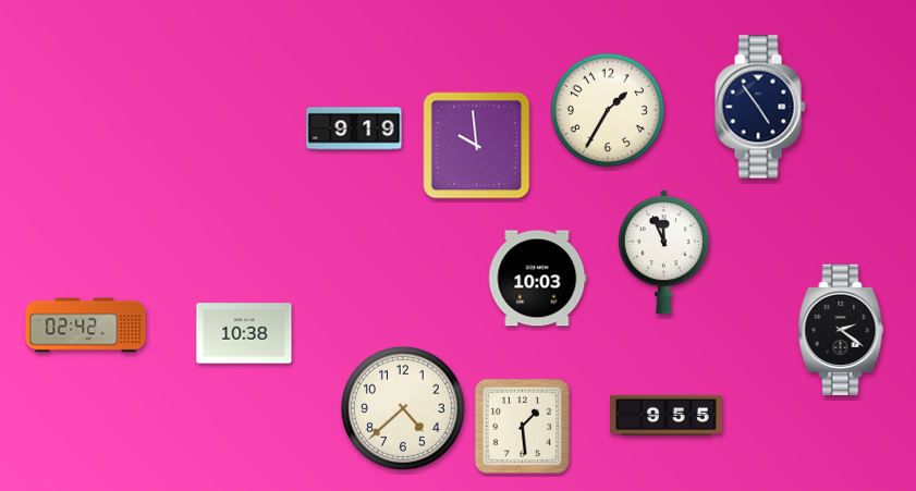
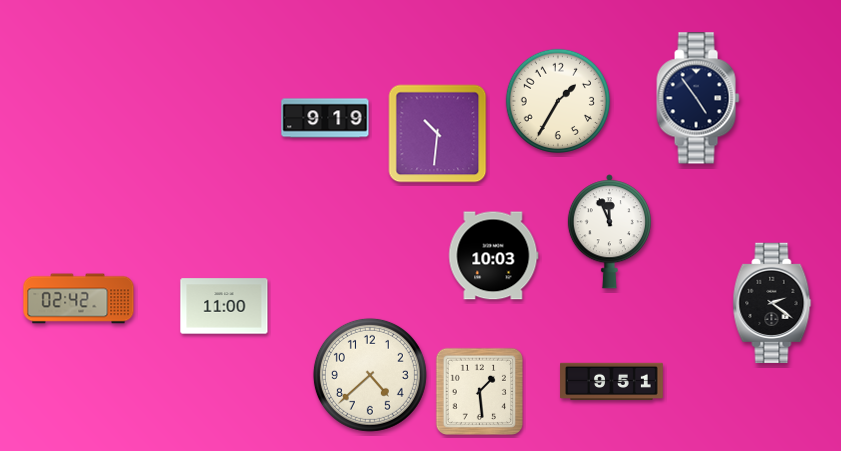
clock at (477, 146): 9:59 -> 10:31
clock at (244, 333): 10:38 -> 11:00
clock at (667, 416): 9:55 -> 9:51
